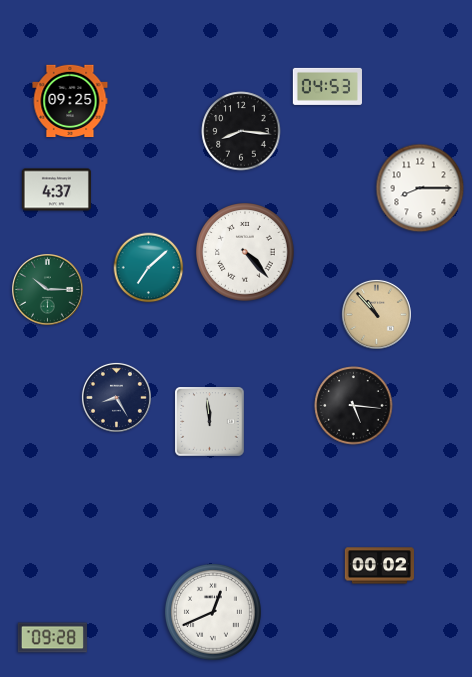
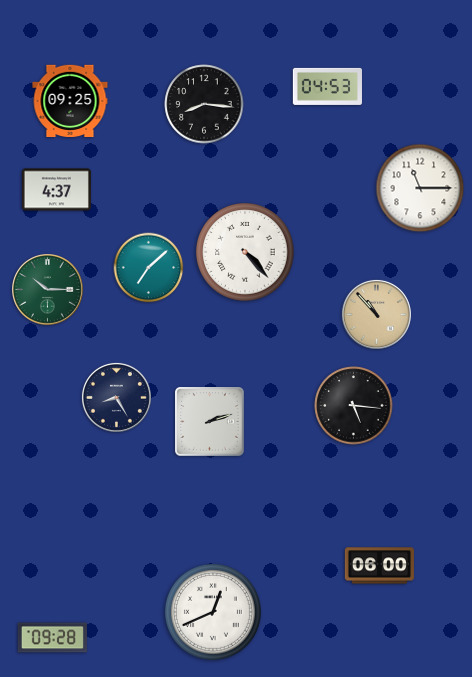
clock at (241, 131) position: (241, 131) -> (204, 104)
clock at (420, 188): 8:15 -> 11:15
clock at (210, 422): 11:59 -> 2:12
clock at (379, 566): 00:02 -> 06:00
